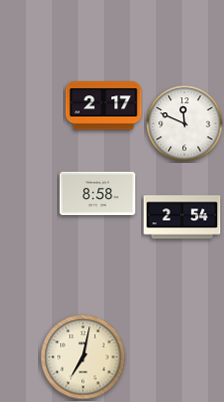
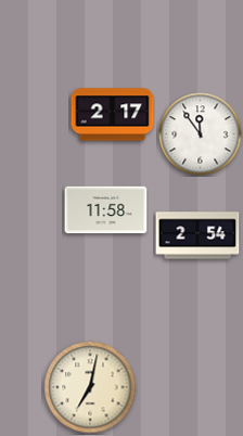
clock at (185, 124): 11:49 -> 11:54
clock at (98, 194): 8:58 -> 11:58
